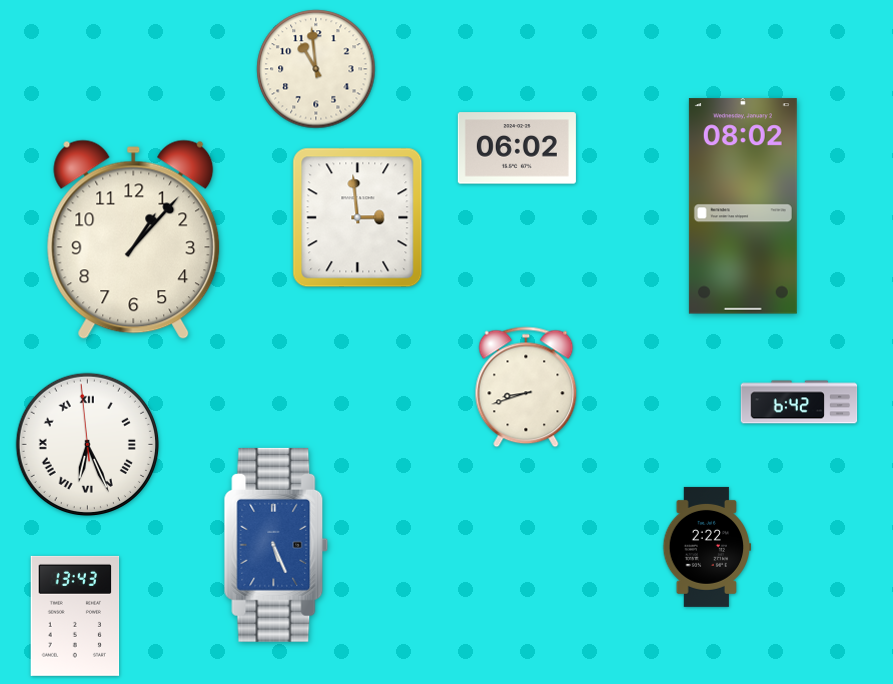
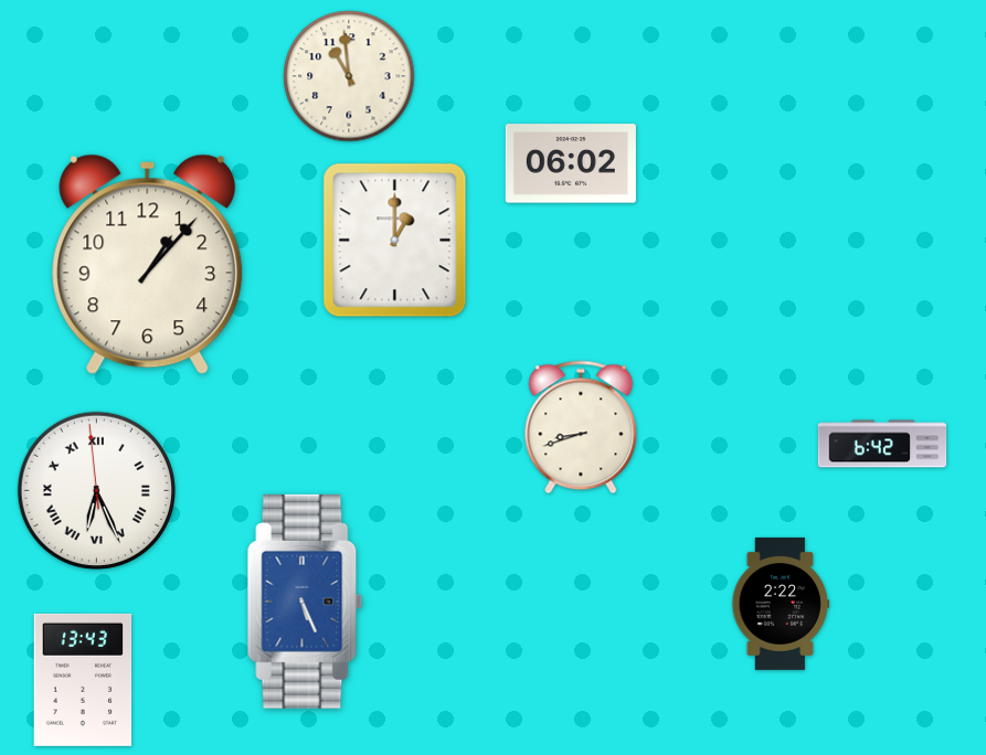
clock at (743, 206): 08:02 -> none
clock at (358, 218): 2:59 -> 1:00
